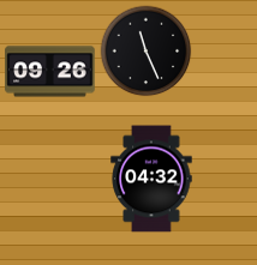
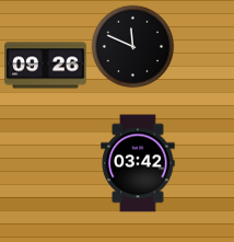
clock at (147, 52): 11:26 -> 11:49
clock at (151, 179): 04:32 -> 03:42
